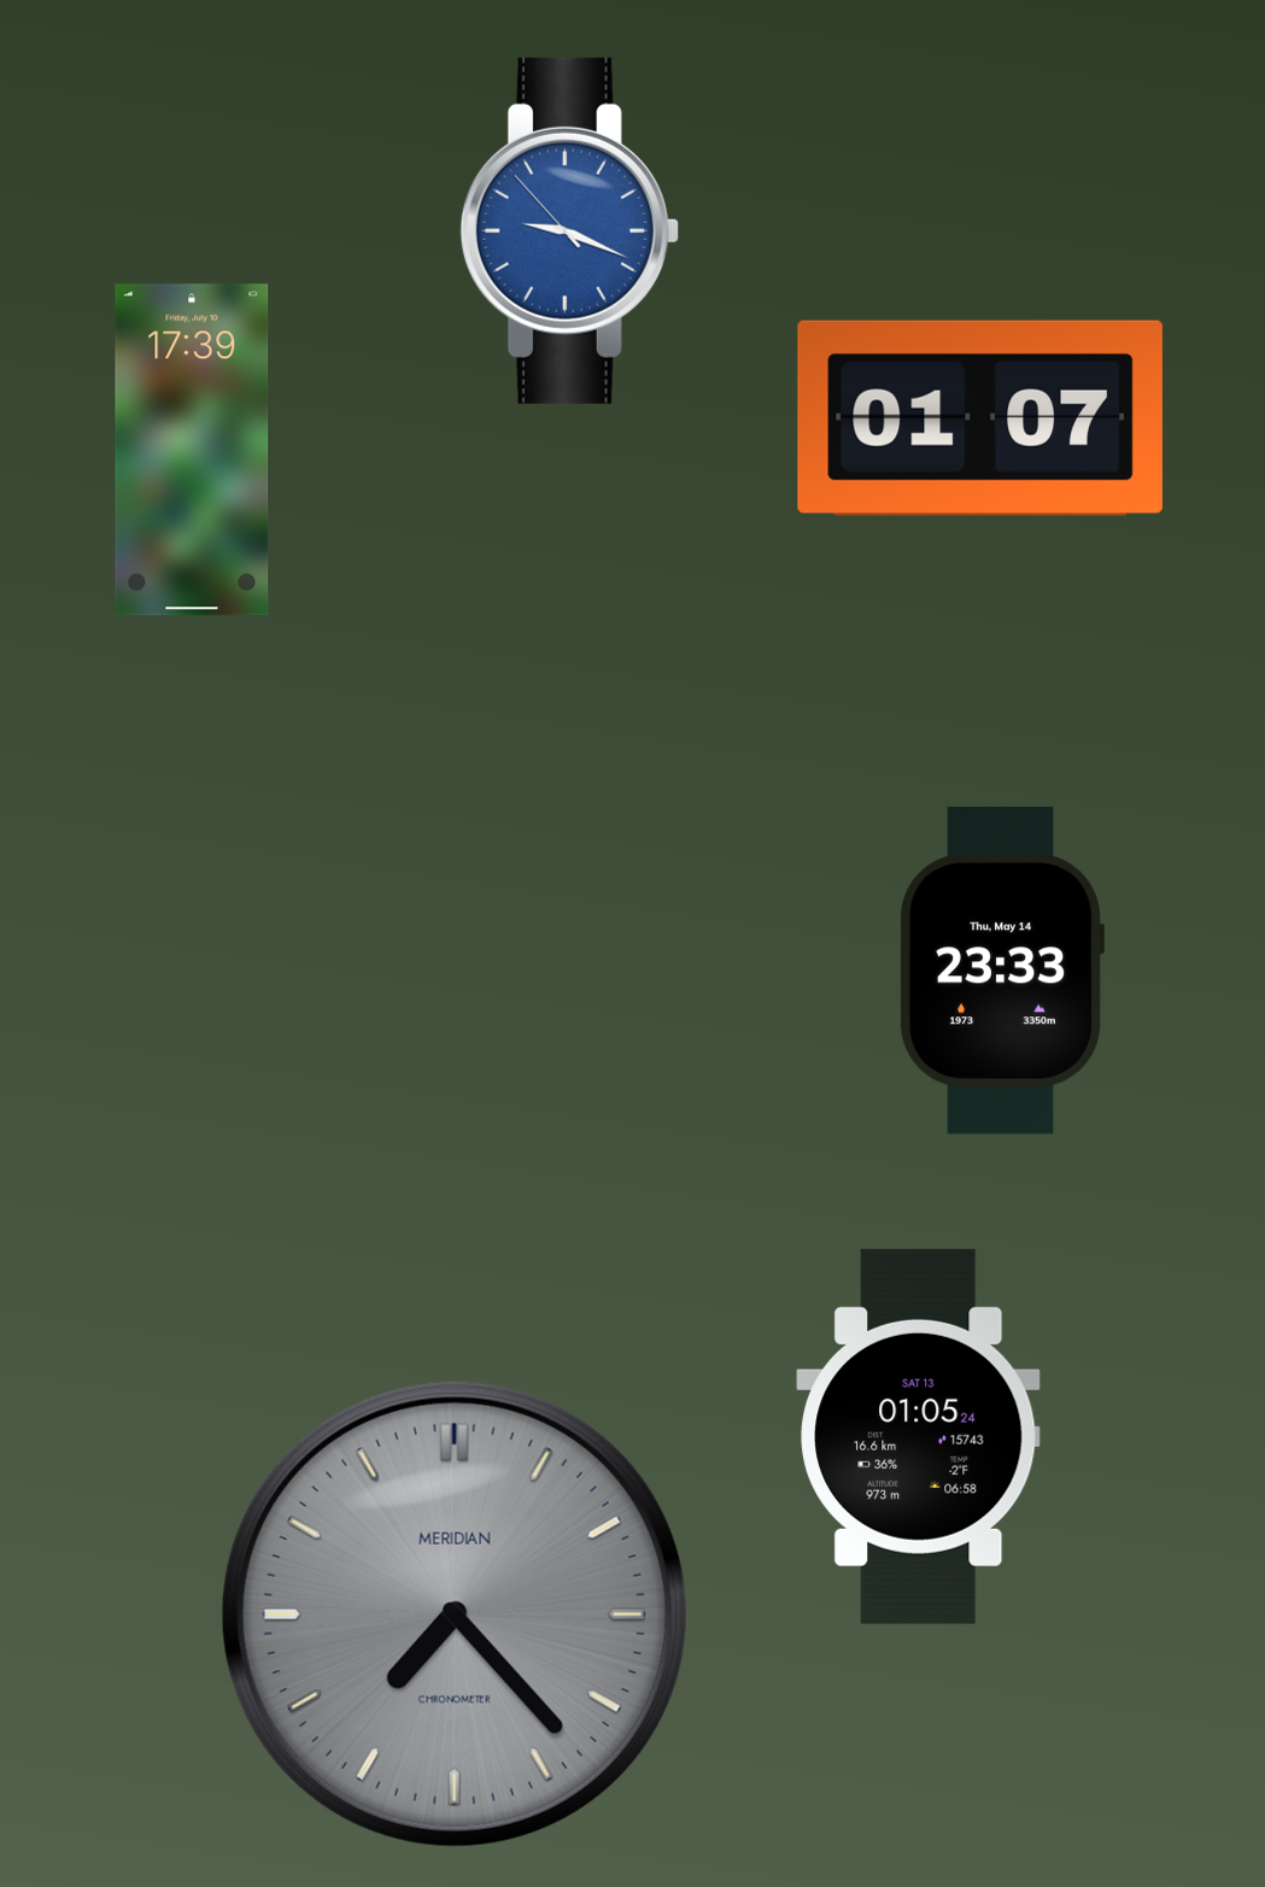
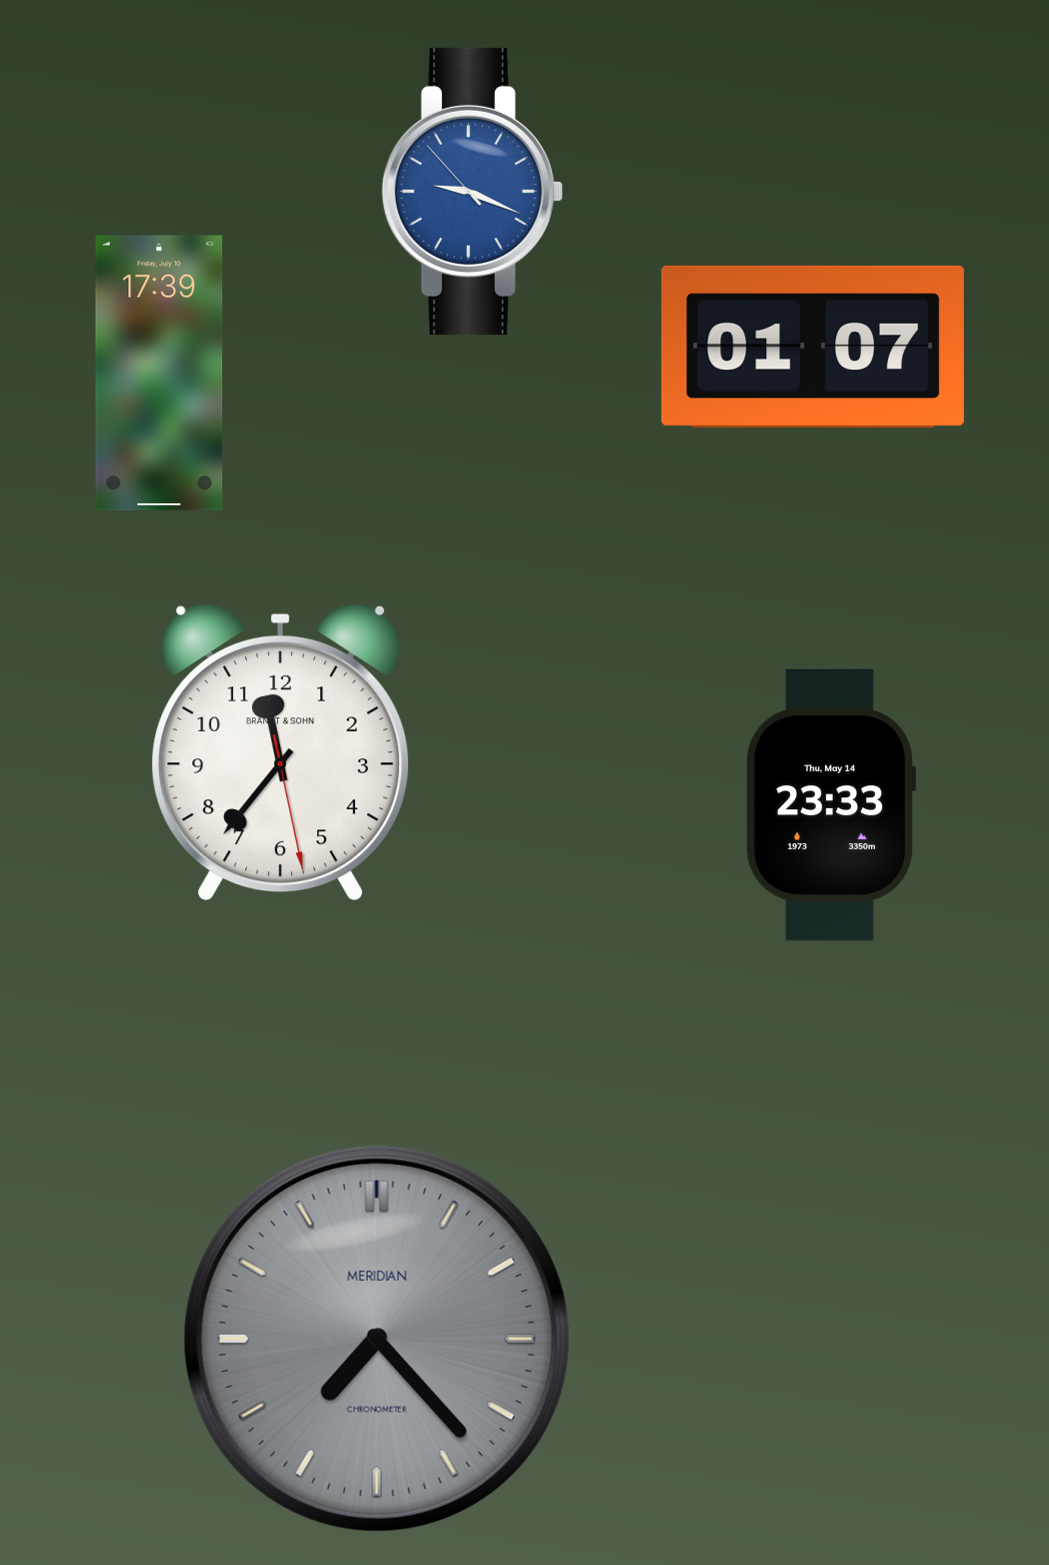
clock at (281, 752): none -> 11:36
clock at (919, 1436): 01:05 -> none
